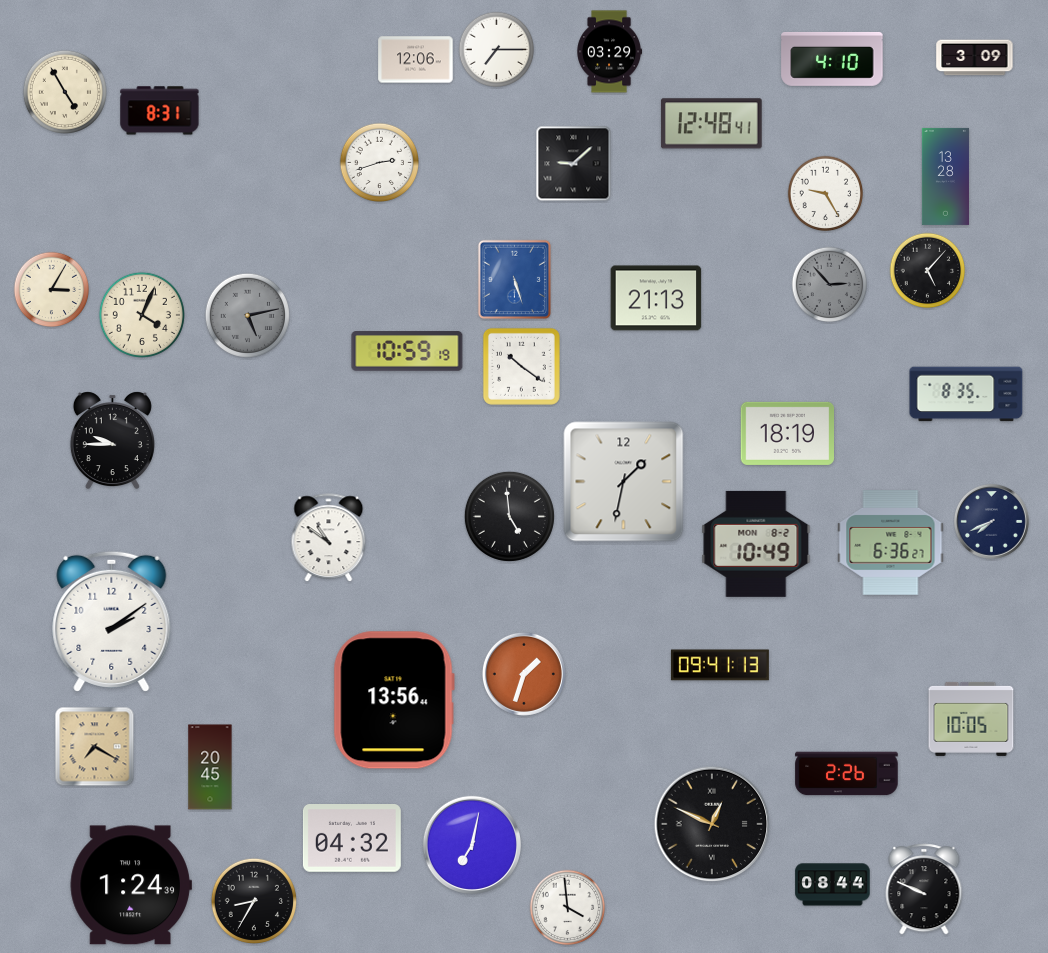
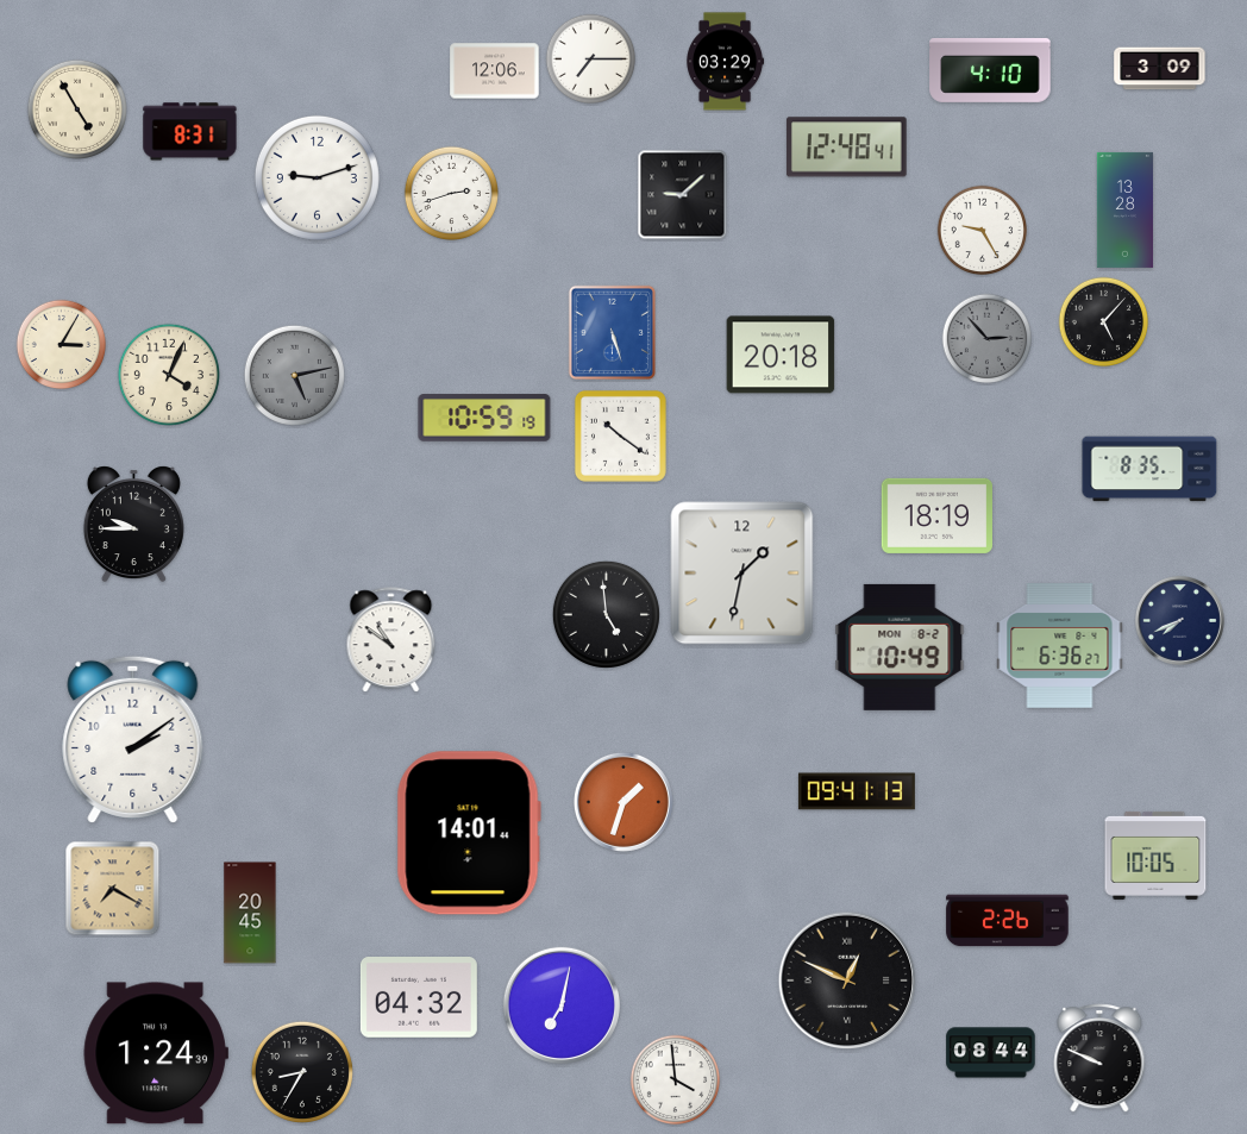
clock at (317, 177): none -> 9:12
clock at (656, 298): 21:13 -> 20:18
clock at (394, 700): 13:56 -> 14:01
